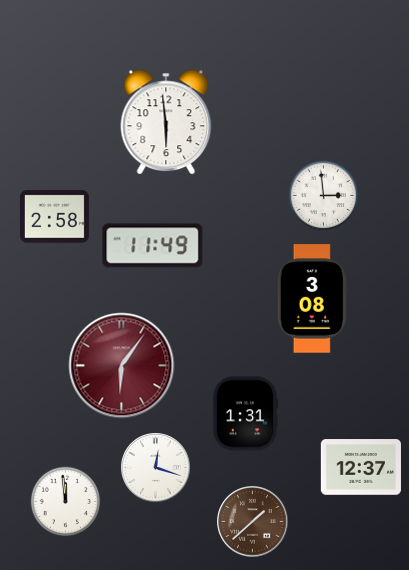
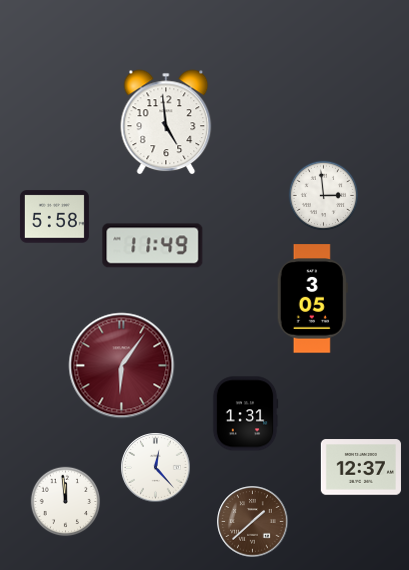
clock at (166, 122): 5:59 -> 4:59
clock at (54, 217): 2:58 -> 5:58
clock at (312, 299): 3:08 -> 3:05
clock at (156, 468): 12:18 -> 12:23
